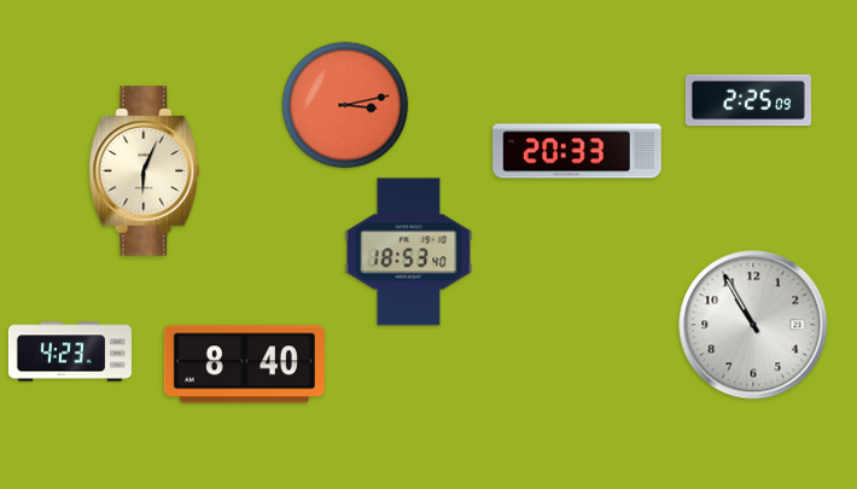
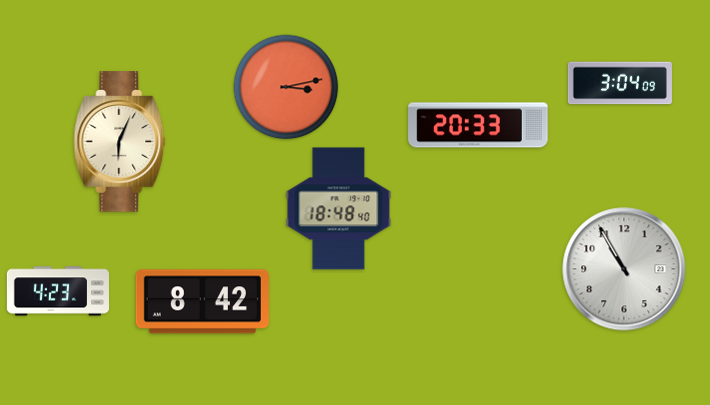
clock at (748, 100): 2:25 -> 3:04
clock at (409, 252): 18:53 -> 18:48
clock at (244, 365): 8:40 -> 8:42
